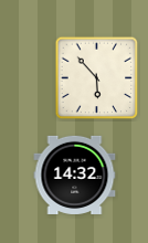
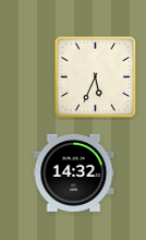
clock at (97, 78): 5:53 -> 5:34
